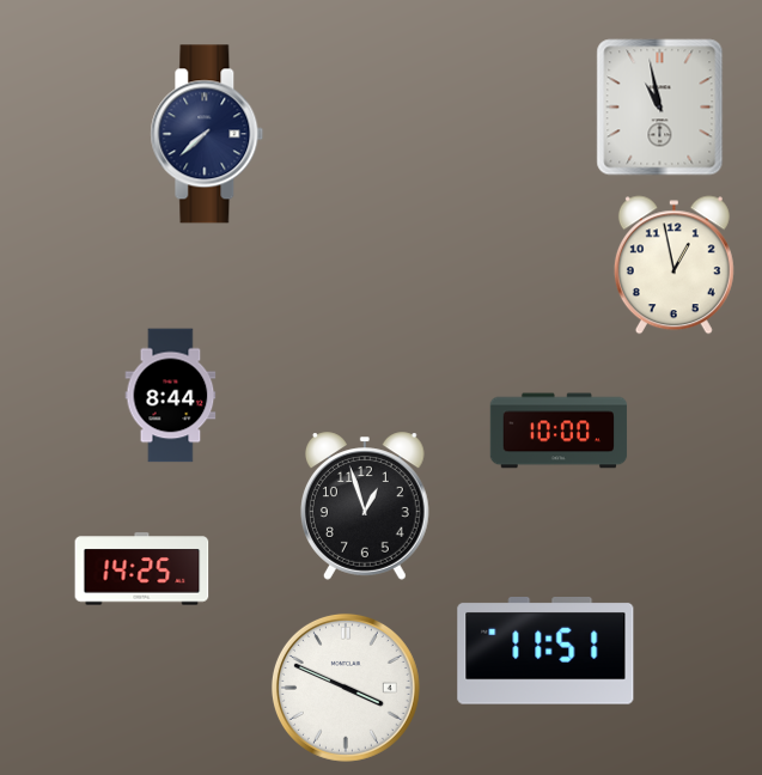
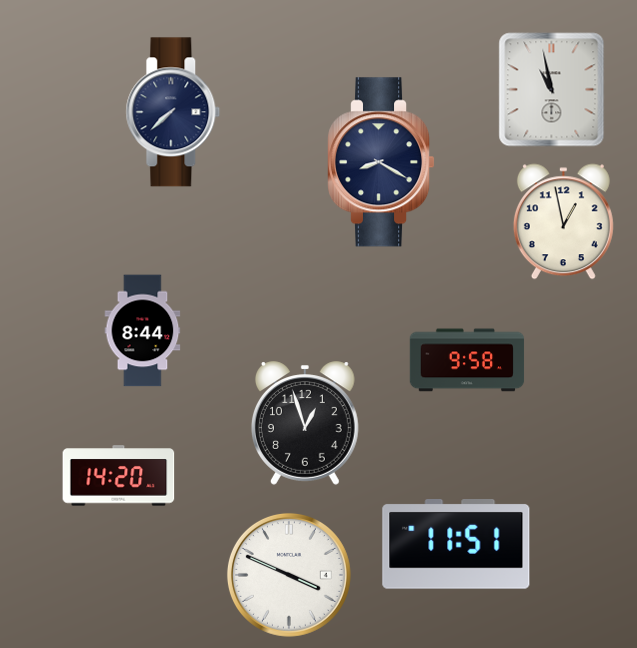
clock at (382, 162): none -> 8:20
clock at (559, 431): 10:00 -> 9:58
clock at (142, 569): 14:25 -> 14:20
